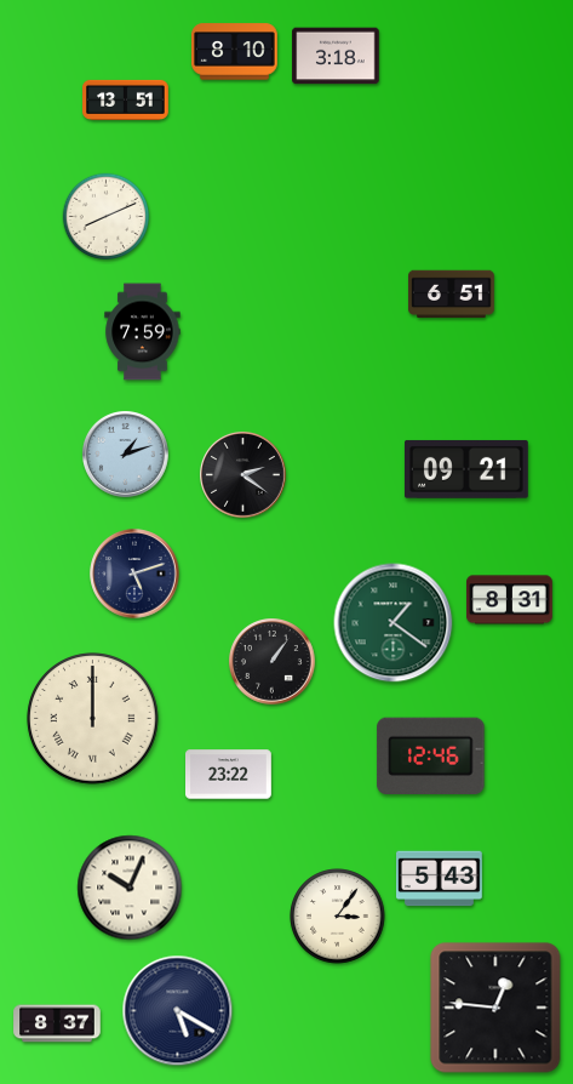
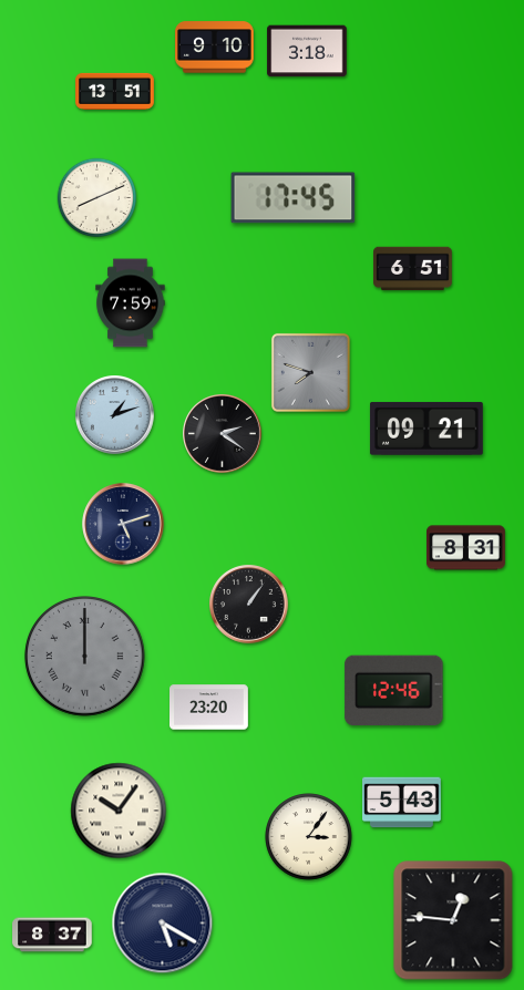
clock at (235, 52): 8:10 -> 9:10
clock at (294, 198): none -> 17:45
clock at (310, 372): none -> 7:48
clock at (394, 623): 1:21 -> none
clock at (93, 719) dial: cream -> grey
clock at (229, 775): 23:22 -> 23:20
clock at (130, 888): 10:04 -> 10:06
